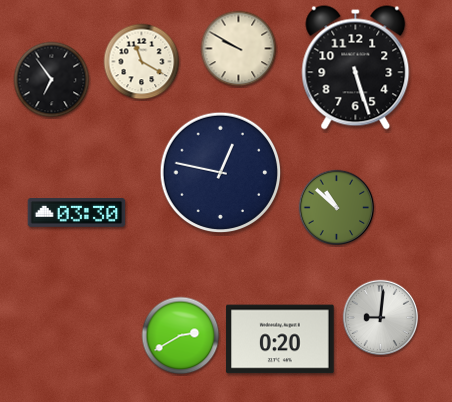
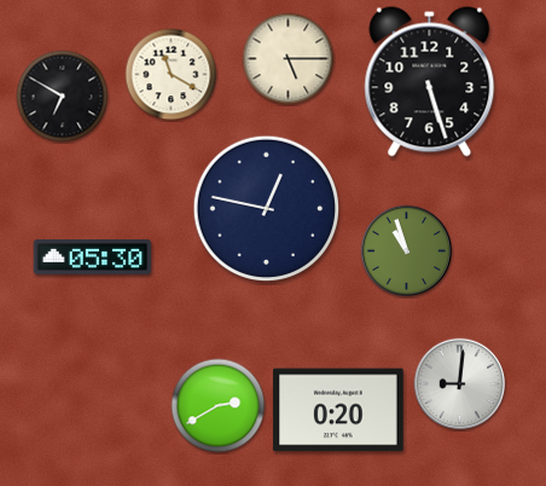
clock at (239, 49): 9:50 -> 5:15
clock at (52, 80): 6:54 -> 6:50
clock at (337, 208): 10:52 -> 10:57
clock at (77, 213): 03:30 -> 05:30
